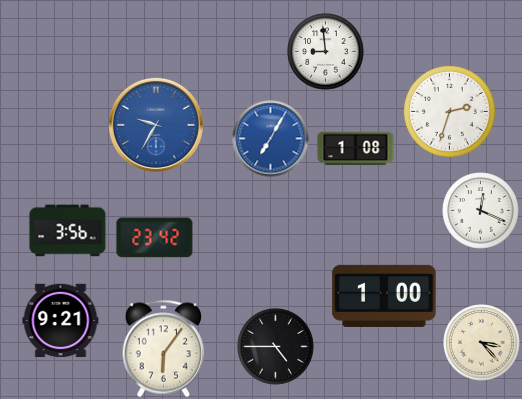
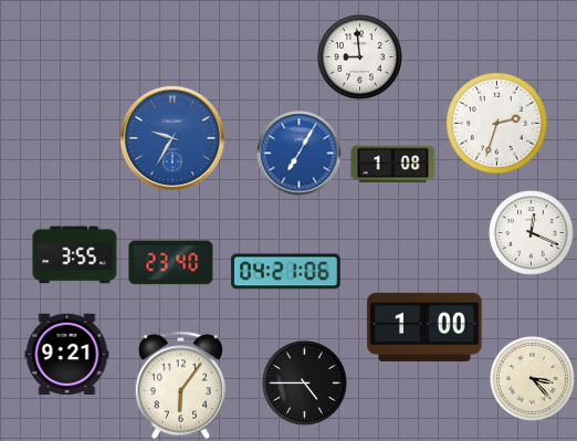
clock at (68, 231): 3:56 -> 3:55
clock at (155, 238): 23:42 -> 23:40
clock at (285, 272): none -> 04:21
